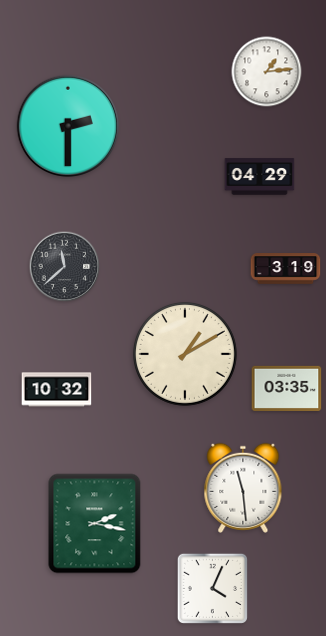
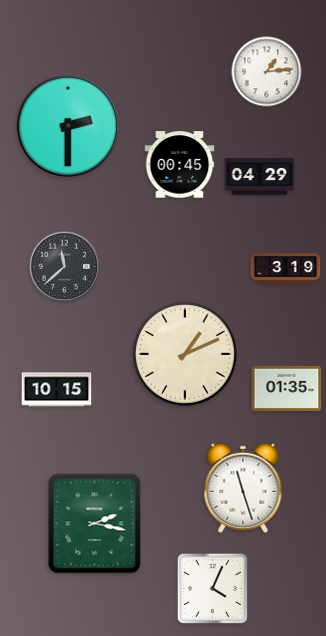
clock at (180, 165): none -> 00:45
clock at (185, 354): 1:10 -> 1:11
clock at (287, 388): 03:35 -> 01:35
clock at (57, 390): 10:32 -> 10:15
clock at (243, 488): 11:29 -> 11:27
